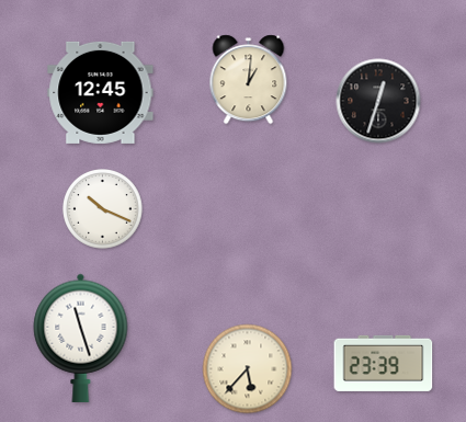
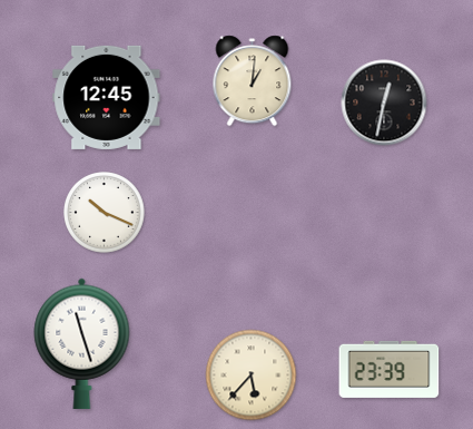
clock at (101, 92) position: (101, 92) -> (107, 97)
clock at (378, 101): 12:33 -> 12:32
